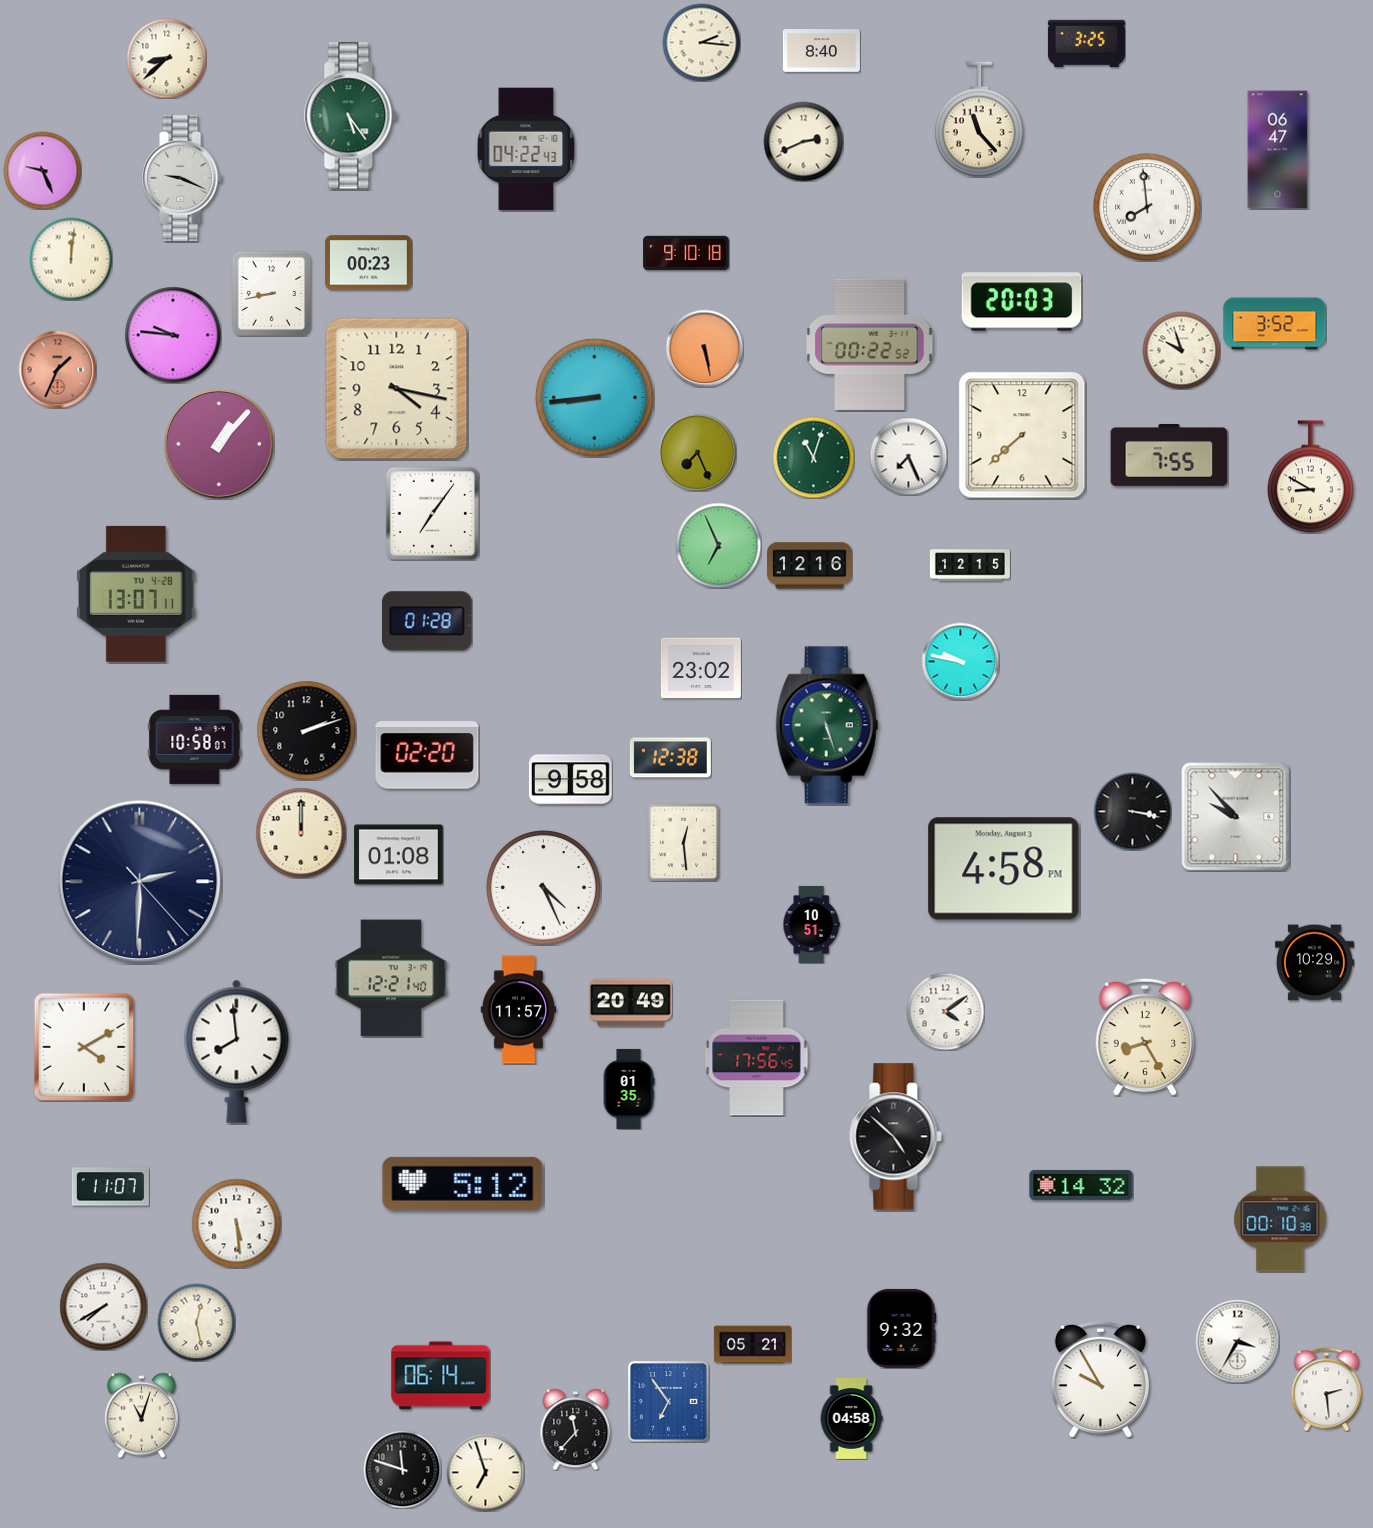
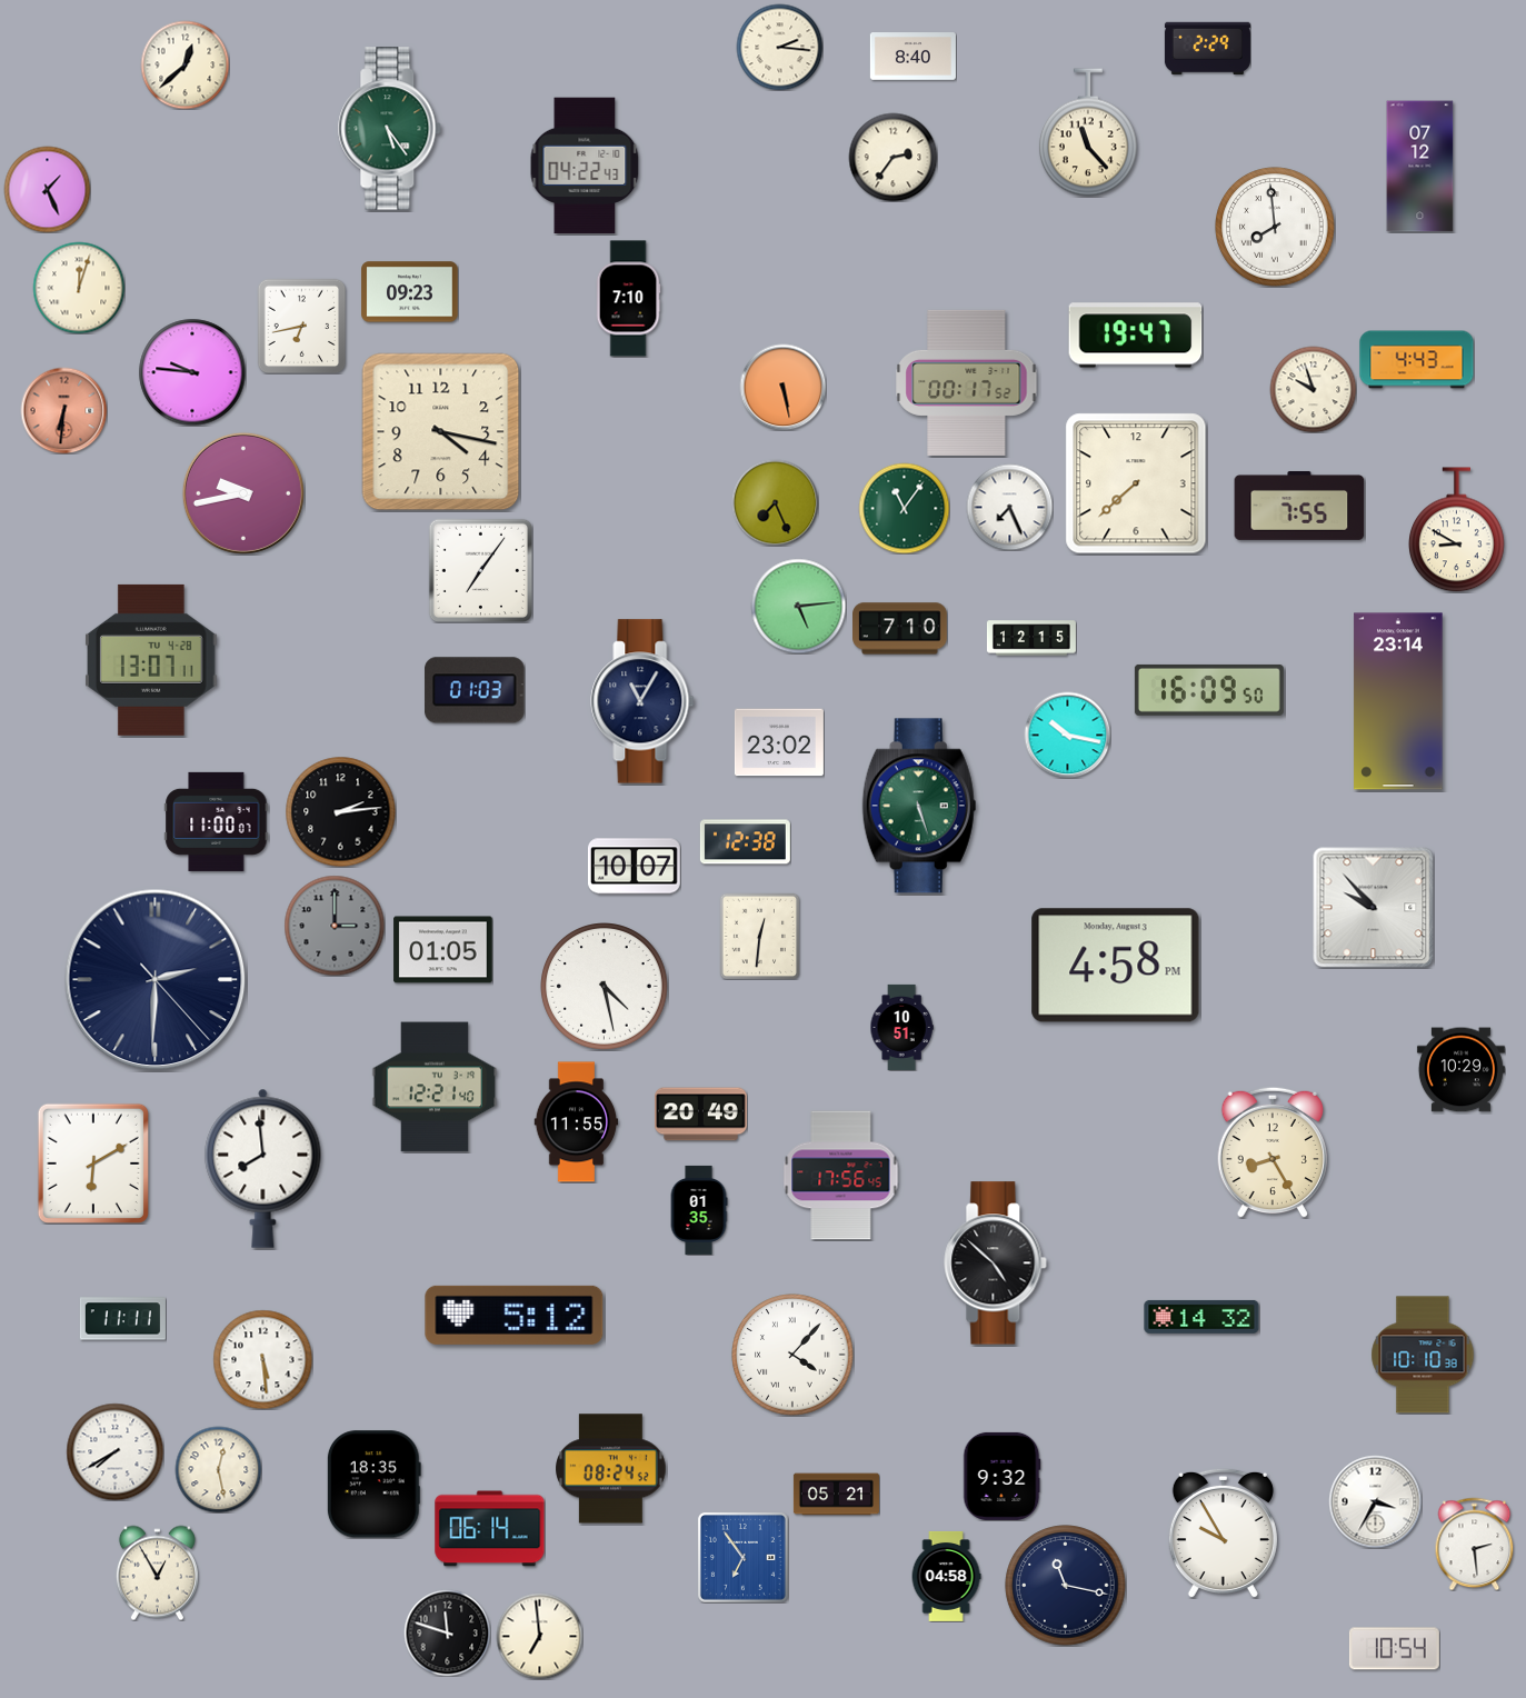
clock at (1086, 44): 3:25 -> 2:29
clock at (166, 58): 8:38 -> 12:38
clock at (803, 141): 2:41 -> 2:36
clock at (1278, 150): 06:47 -> 07:12
clock at (42, 170): 9:26 -> 1:26
clock at (183, 178): 9:19 -> none
clock at (1147, 207) position: (1147, 207) -> (1275, 227)
clock at (686, 253): 9:10 -> none
clock at (71, 259): 12:01 -> 12:03
clock at (369, 263): 00:23 -> 09:23
clock at (628, 299): none -> 7:10
clock at (272, 293): 8:43 -> 6:43
clock at (1022, 302): 20:03 -> 19:47
clock at (1275, 324): 3:52 -> 4:43
clock at (870, 344): 00:22 -> 00:17
clock at (57, 369): 1:34 -> 6:31
clock at (594, 397): 8:44 -> none
clock at (219, 444): 1:07 -> 9:43
clock at (813, 457): 11:03 -> 11:06
clock at (718, 545): 6:56 -> 5:14
clock at (970, 565) position: (970, 565) -> (1031, 638)
clock at (810, 566): 12:16 -> 7:10
clock at (427, 621): 01:28 -> 01:03
clock at (1209, 690): none -> 16:09
clock at (642, 701): none -> 11:05
clock at (1398, 701): none -> 23:14
clock at (960, 661): 9:47 -> 10:17
clock at (307, 731): 2:12 -> 2:14
clock at (195, 739): 10:58 -> 11:00
clock at (427, 755): 02:20 -> none
clock at (570, 780): 9:58 -> 10:07
clock at (1132, 811): 3:17 -> none
clock at (301, 833): 12:00 -> 3:00
clock at (301, 833) dial: cream -> grey
clock at (684, 842): 12:29 -> 12:31
clock at (399, 855): 01:08 -> 01:05
clock at (544, 888): 4:26 -> 4:28
clock at (519, 1010): 11:57 -> 11:55
clock at (945, 1011): 4:09 -> none
clock at (84, 1047): 4:10 -> 6:10
clock at (110, 1187): 11:07 -> 11:11
clock at (792, 1355): none -> 4:07
clock at (1280, 1219): 00:10 -> 10:10
clock at (611, 1469): none -> 08:24
clock at (373, 1485): none -> 18:35
clock at (1237, 1341) position: (1237, 1341) -> (1375, 1501)
clock at (141, 1415): 11:03 -> 12:55
clock at (1066, 1586): none -> 11:17
clock at (576, 1429): 11:37 -> none
clock at (485, 1472): 6:57 -> 6:59
clock at (1394, 1649): none -> 10:54
